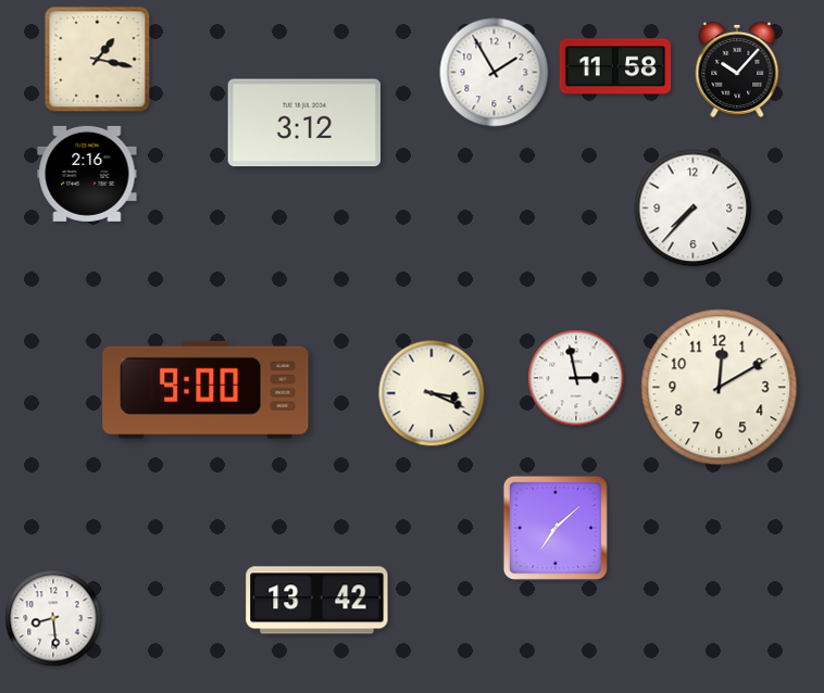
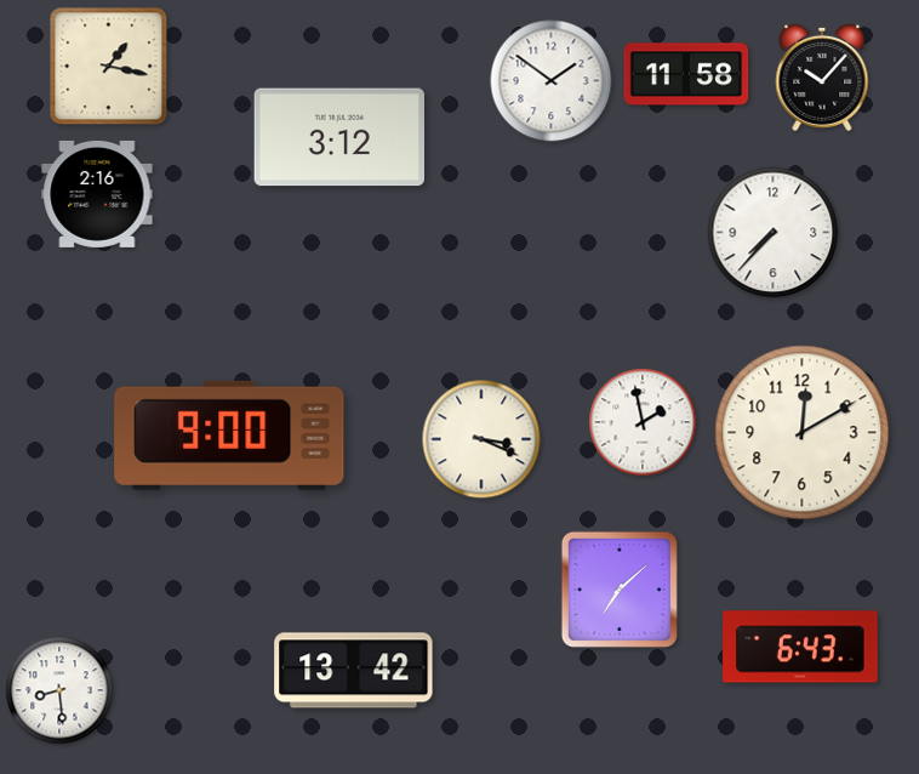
clock at (495, 73): 1:55 -> 1:51
clock at (576, 378): 2:58 -> 1:58
clock at (800, 647): none -> 6:43
